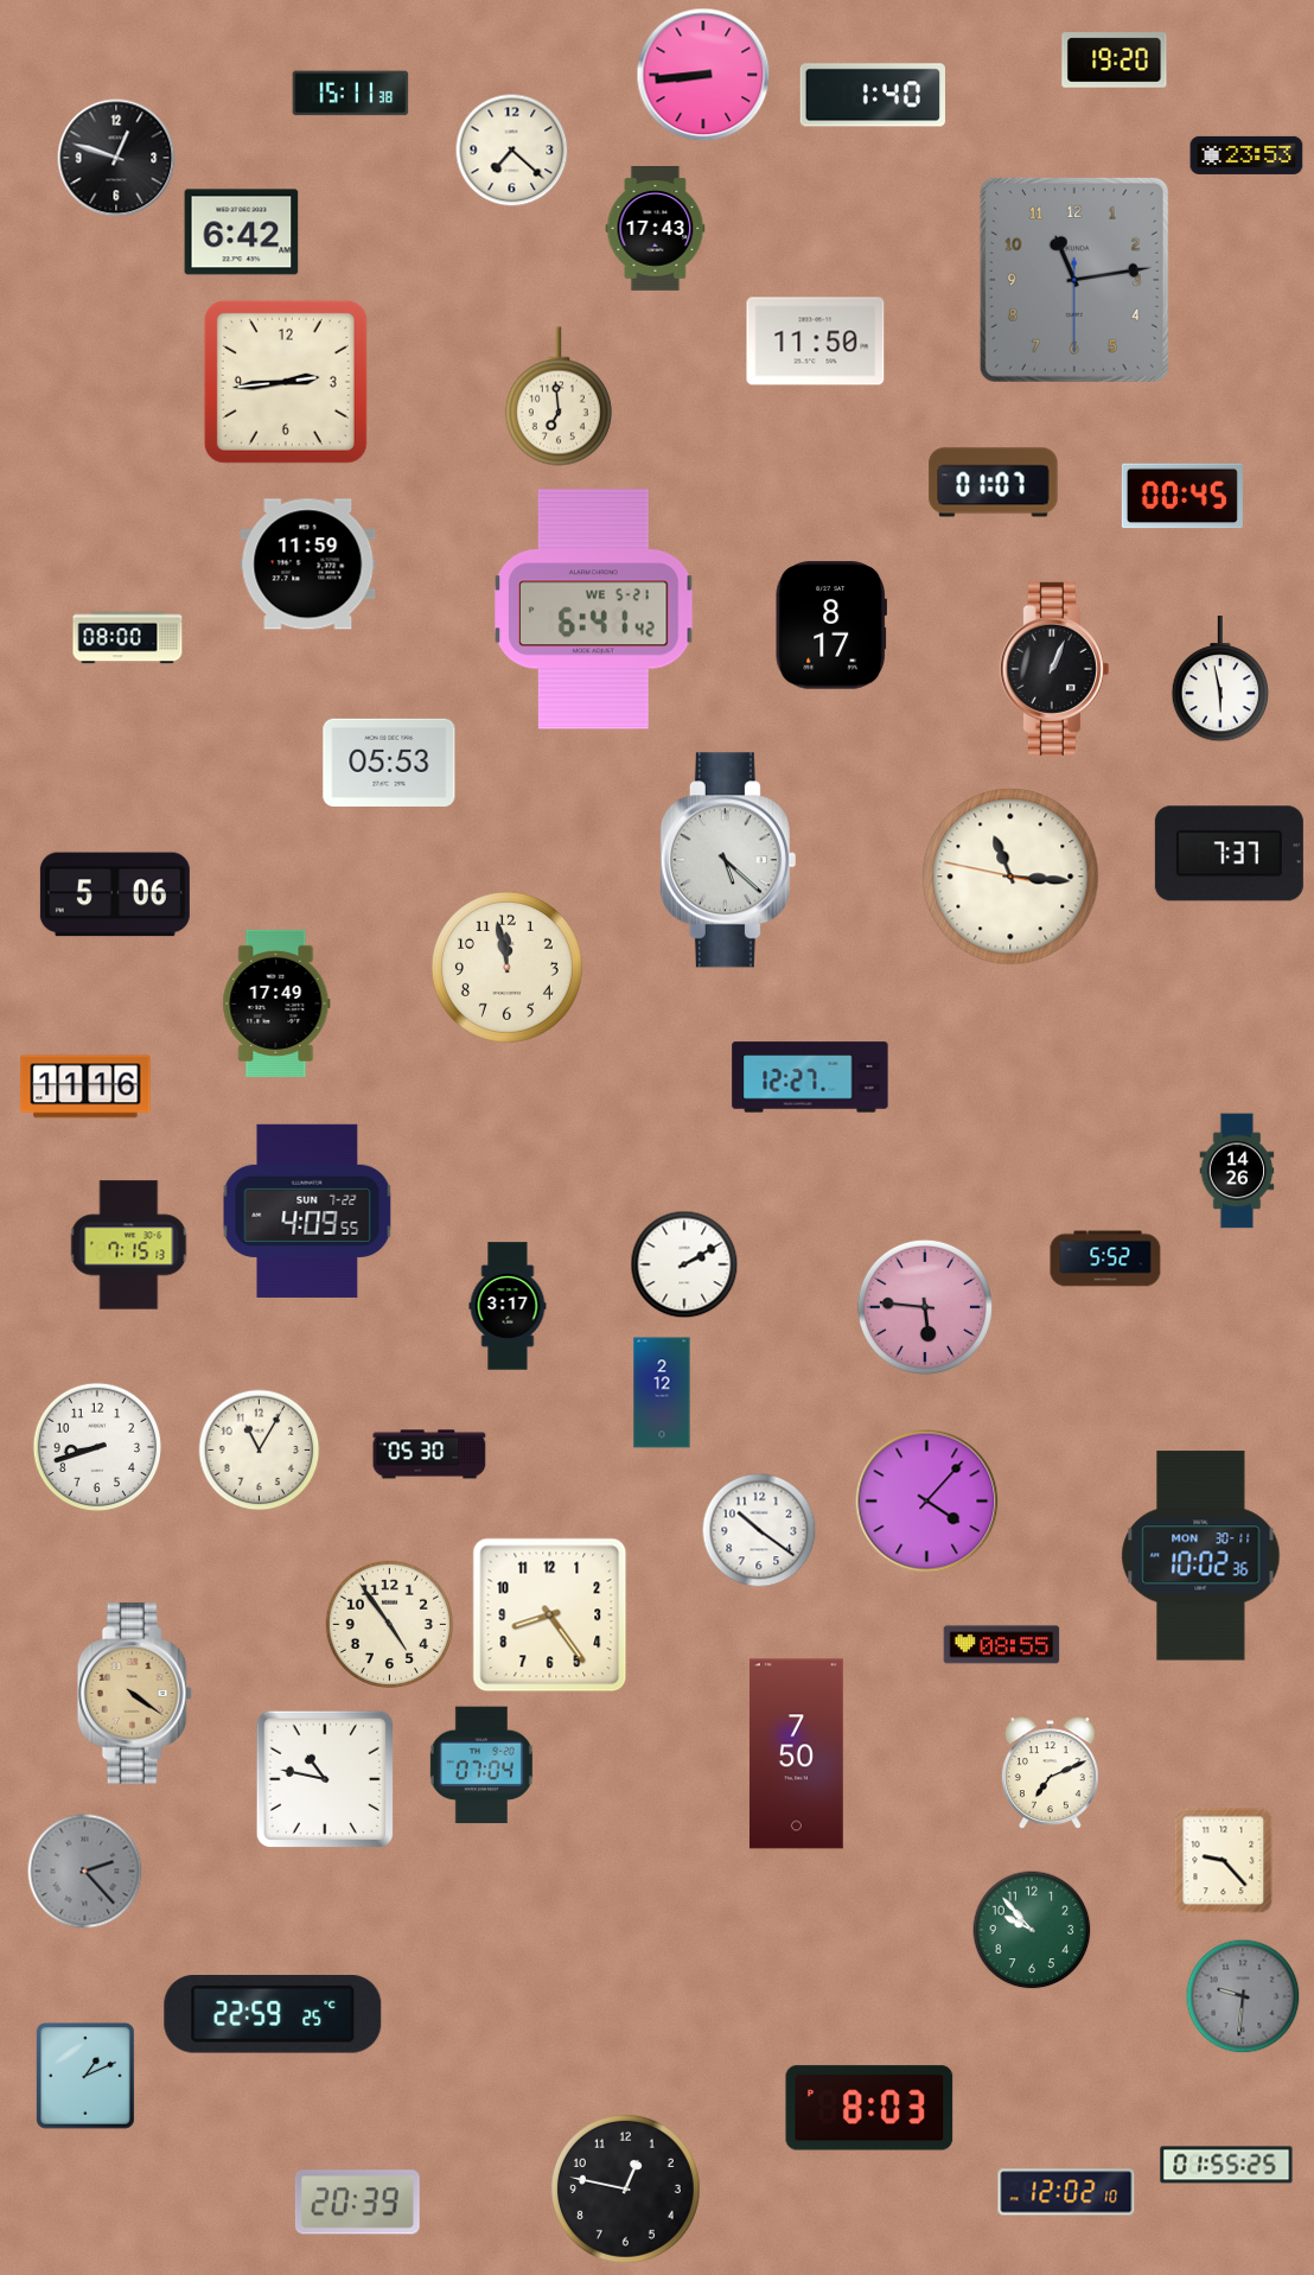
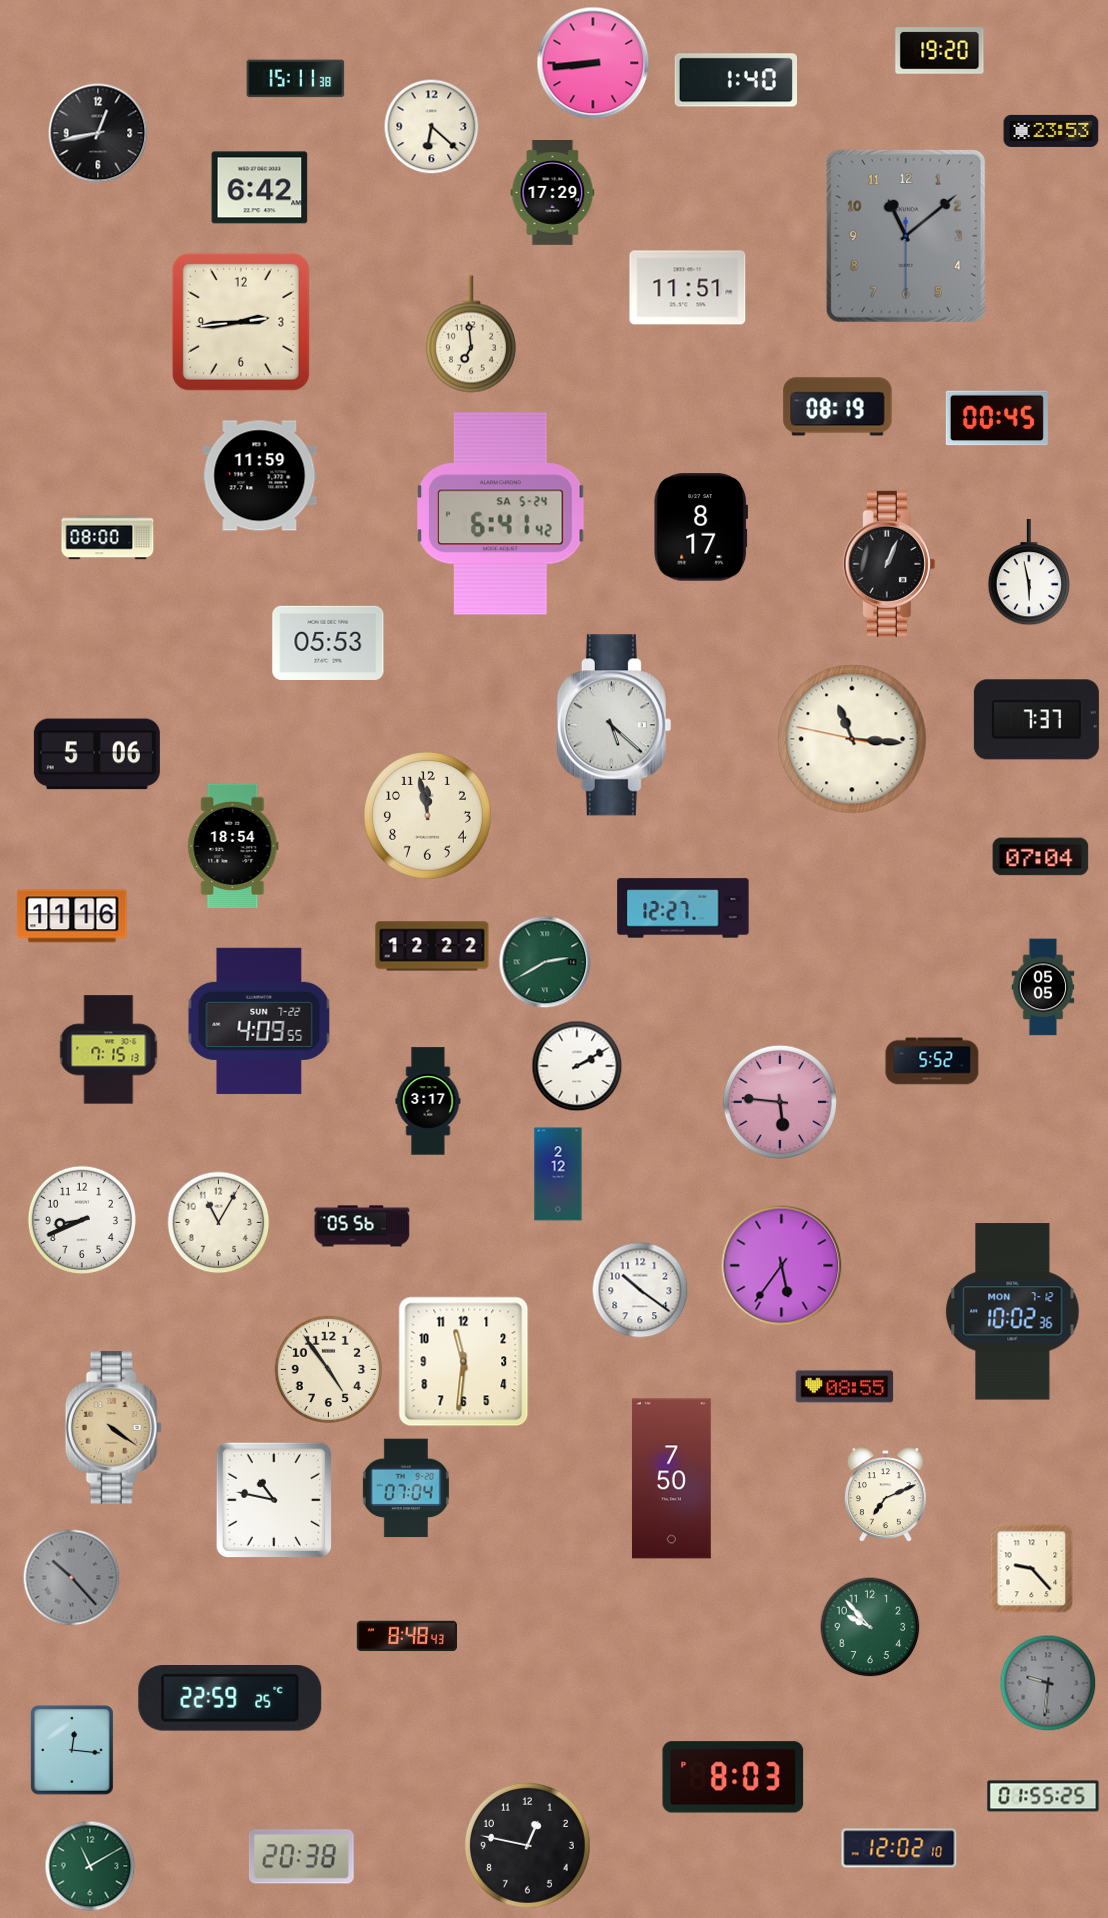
clock at (512, 151): 7:22 -> 6:22
clock at (116, 158): 12:48 -> 12:43
clock at (656, 229): 17:43 -> 17:29
clock at (242, 232) position: (242, 232) -> (260, 188)
clock at (1074, 280): 11:13 -> 11:08
clock at (816, 342): 11:50 -> 11:51
clock at (994, 483): 01:07 -> 08:19
clock at (594, 610) date: WE 5-21 -> SA 5-24
clock at (276, 1003): 17:49 -> 18:54
clock at (1041, 857): none -> 07:04
clock at (432, 946): none -> 12:22
clock at (545, 962): none -> 2:40
clock at (1237, 1171): 14:26 -> 05:05
clock at (96, 1446): 8:42 -> 8:41
clock at (429, 1454): 05:30 -> 05:56
clock at (927, 1502): 4:07 -> 5:36
clock at (1201, 1556) date: MON 30-11 -> MON 7-12
clock at (550, 1616): 8:24 -> 11:31
clock at (85, 1872): 2:23 -> 10:23
clock at (406, 1636): none -> 8:48
clock at (87, 2077): 1:11 -> 12:16
clock at (1226, 2165) position: (1226, 2165) -> (1043, 1796)
clock at (357, 2203): 20:39 -> 20:38
clock at (90, 1866): none -> 11:10
